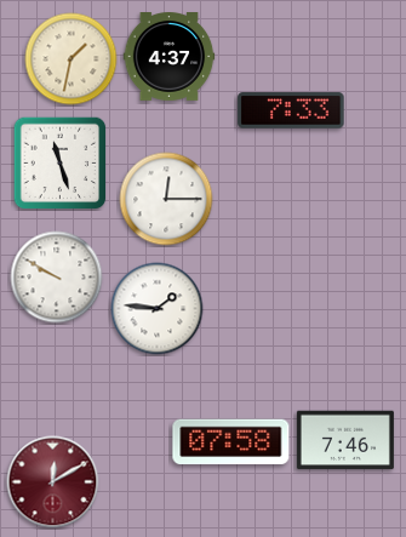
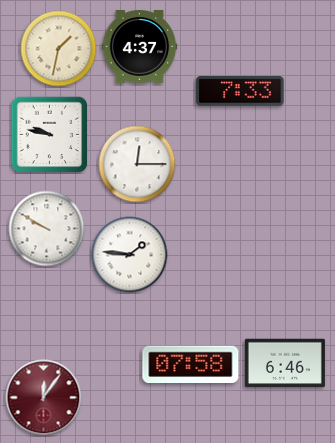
clock at (59, 162): 11:27 -> 9:47
clock at (345, 440): 7:46 -> 6:46
clock at (53, 482): 12:10 -> 12:06
